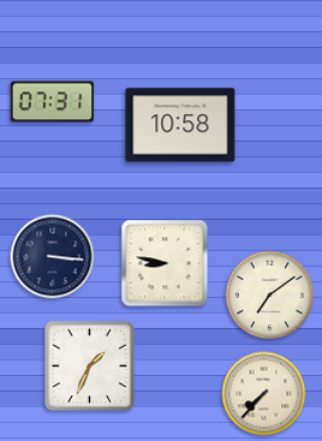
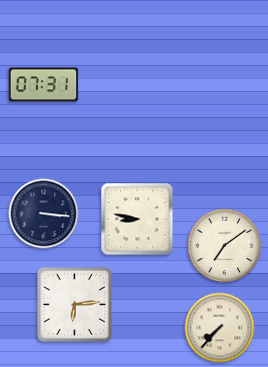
clock at (180, 125): 10:58 -> none
clock at (90, 366): 1:34 -> 6:14
